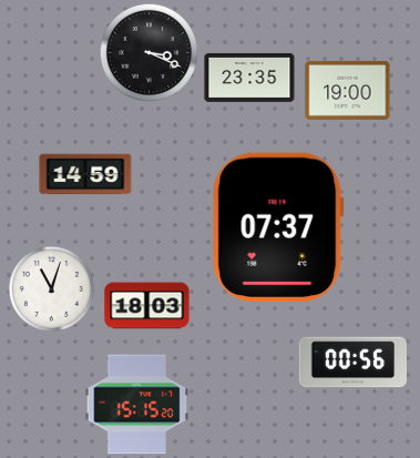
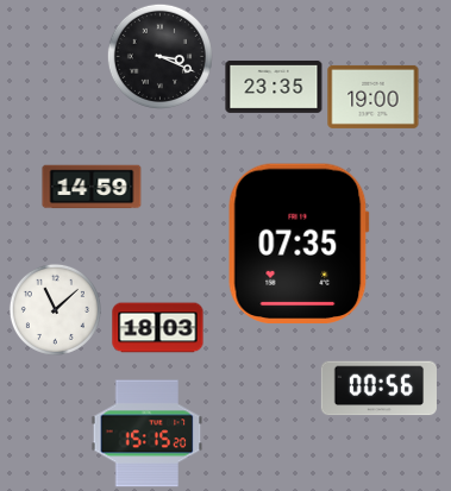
clock at (249, 78) position: (249, 78) -> (274, 87)
clock at (278, 226): 07:37 -> 07:35
clock at (51, 288): 11:03 -> 11:08
